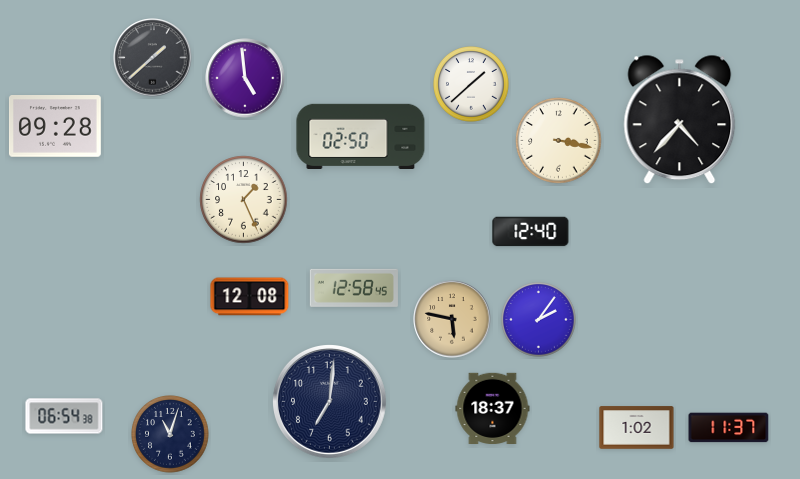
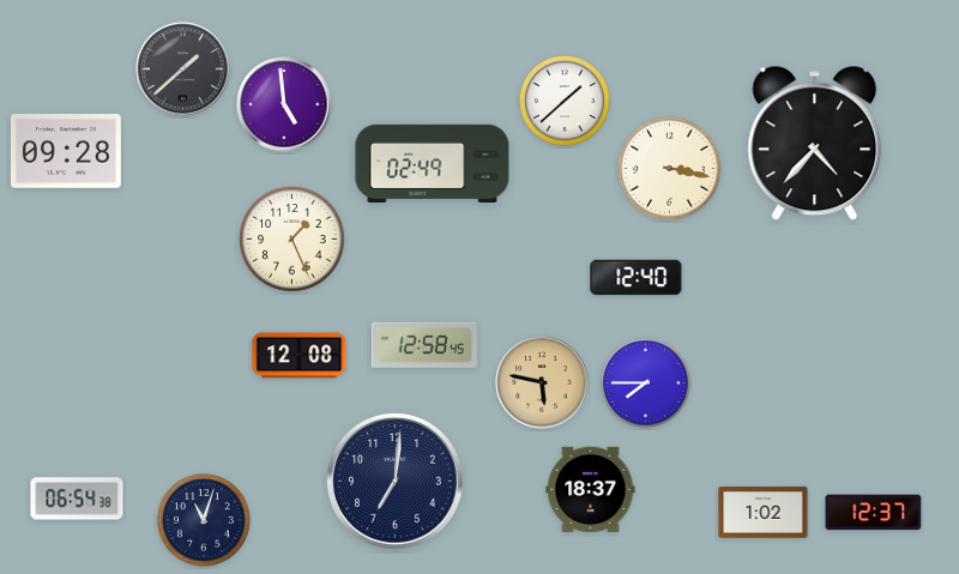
clock at (245, 78) position: (245, 78) -> (284, 104)
clock at (361, 136): 02:50 -> 02:49
clock at (539, 320): 2:06 -> 7:45
clock at (729, 428): 11:37 -> 12:37
